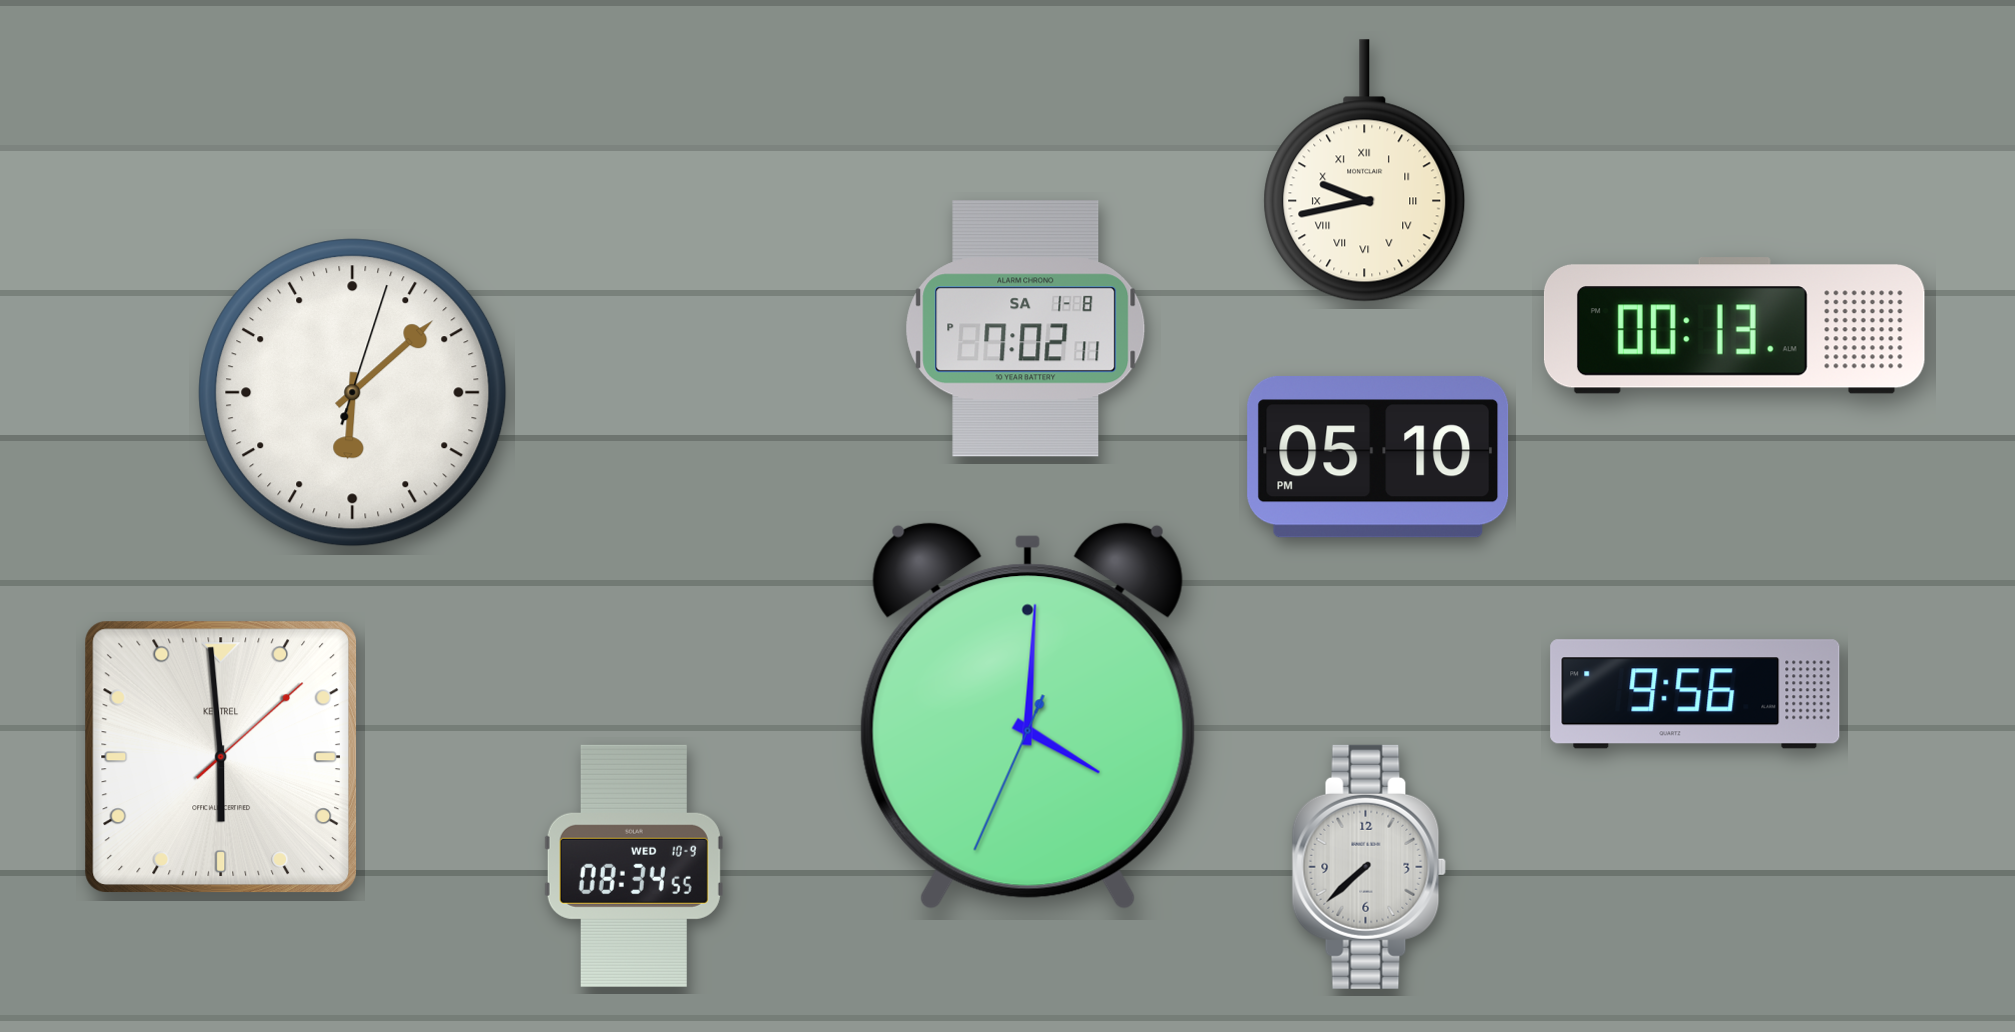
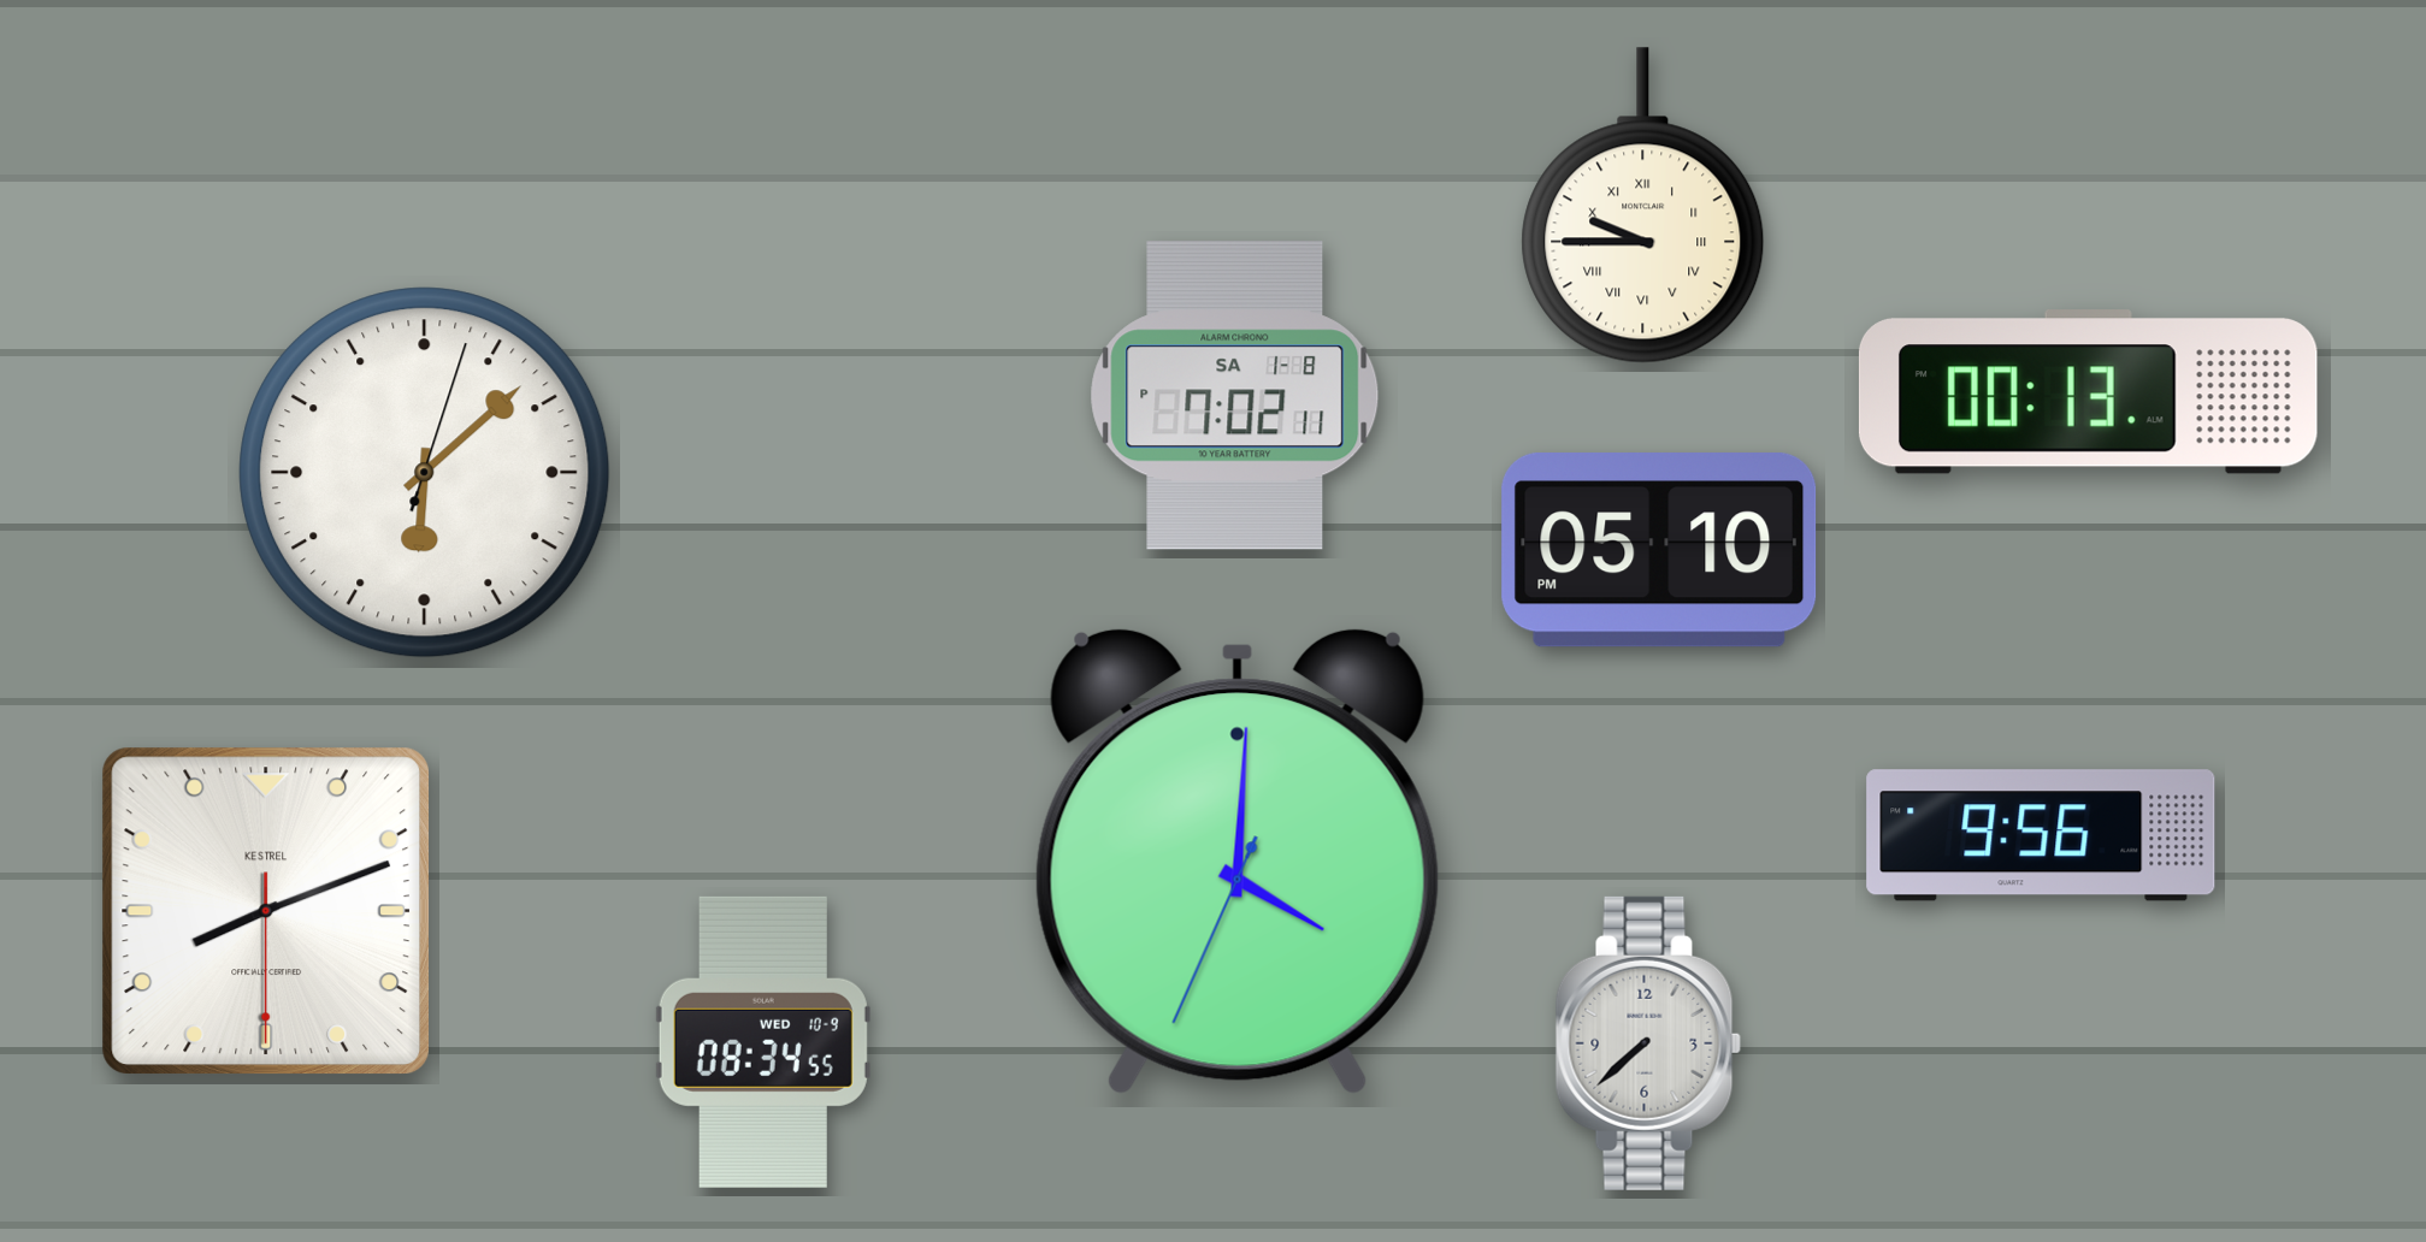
clock at (1365, 171): 9:43 -> 9:45
clock at (220, 756): 5:59 -> 8:11
